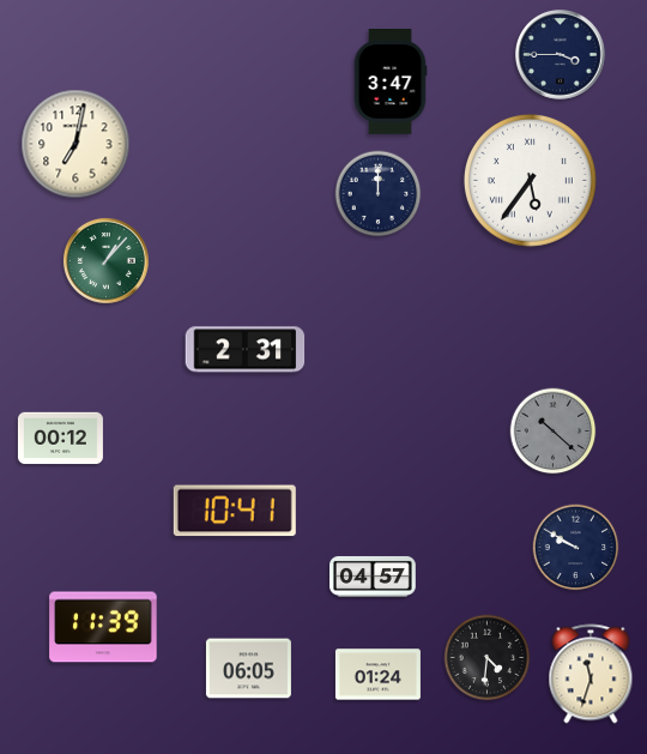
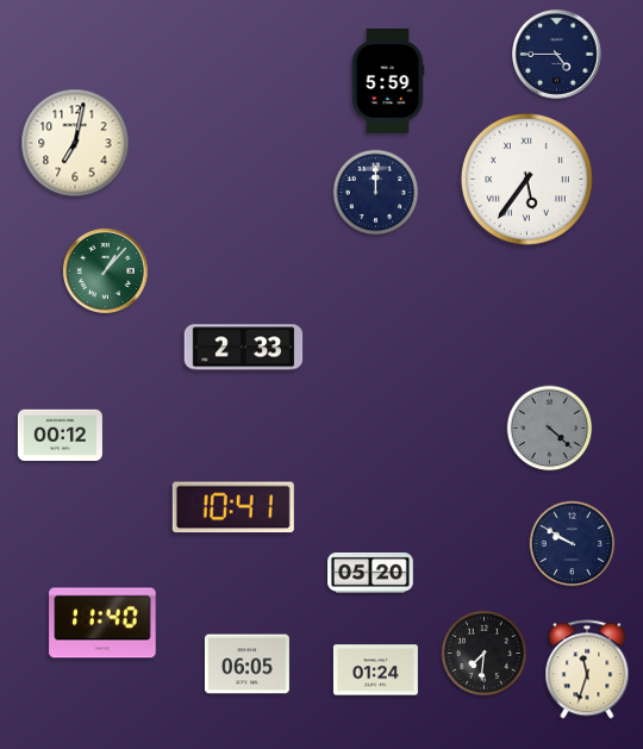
clock at (561, 55): 3:45 -> 4:45
clock at (391, 83): 3:47 -> 5:59
clock at (105, 260) position: (105, 260) -> (105, 270)
clock at (246, 350): 2:31 -> 2:33
clock at (554, 432): 10:22 -> 4:22
clock at (374, 577): 04:57 -> 05:20
clock at (103, 627): 11:39 -> 11:40
clock at (488, 658): 4:31 -> 7:31
